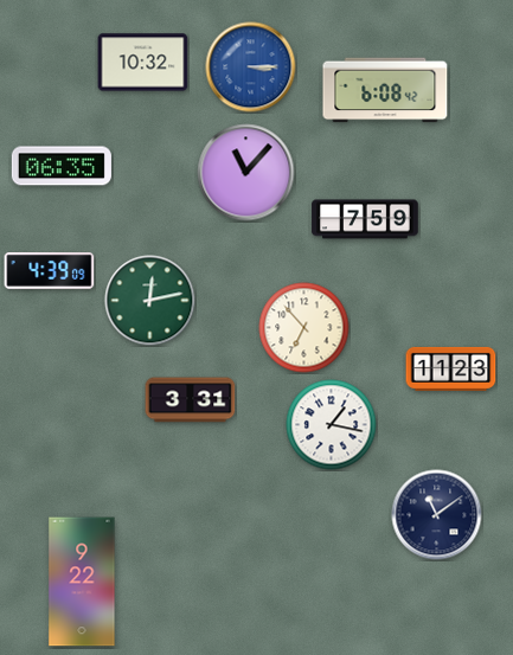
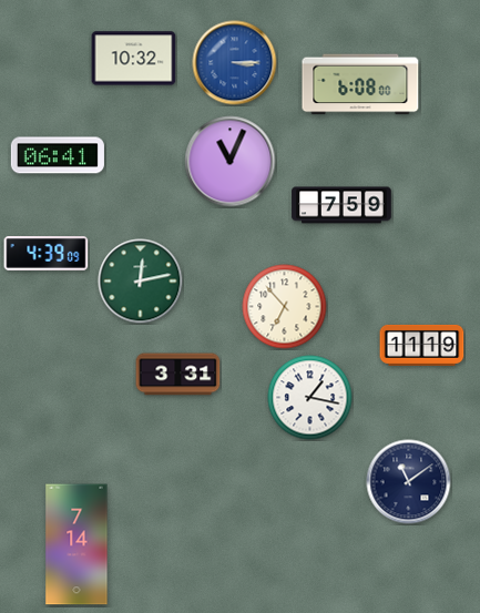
clock at (385, 90): 6:08:42 -> 6:08:00
clock at (62, 166): 06:35 -> 06:41
clock at (246, 173): 11:07 -> 11:04
clock at (451, 368): 11:23 -> 11:19
clock at (82, 582): 9:22 -> 7:14
